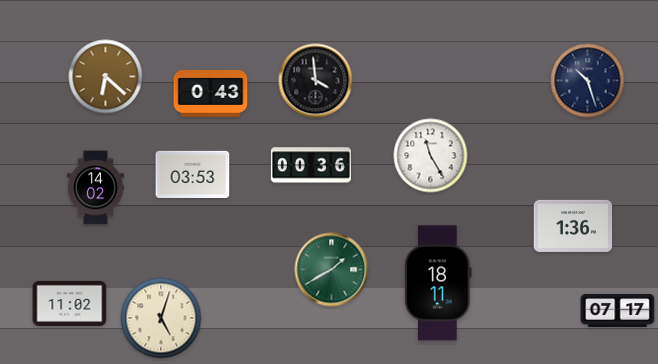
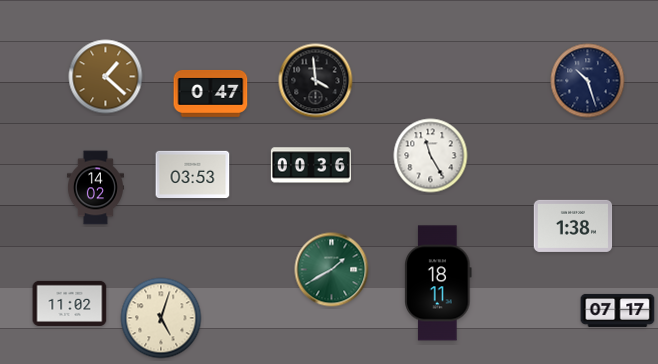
clock at (106, 77): 6:22 -> 1:22
clock at (211, 93): 0:43 -> 0:47
clock at (573, 226): 1:36 -> 1:38
